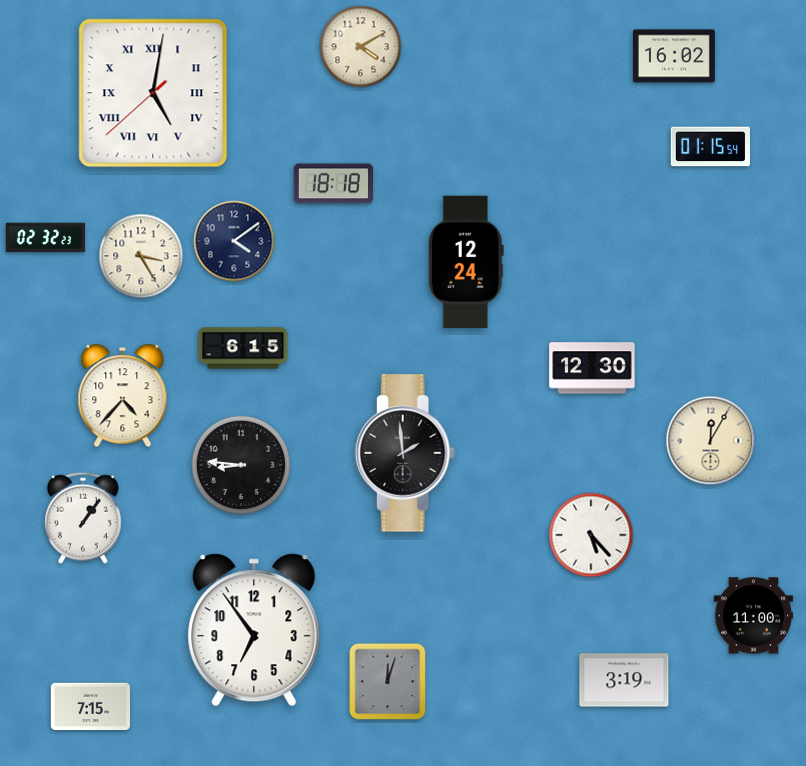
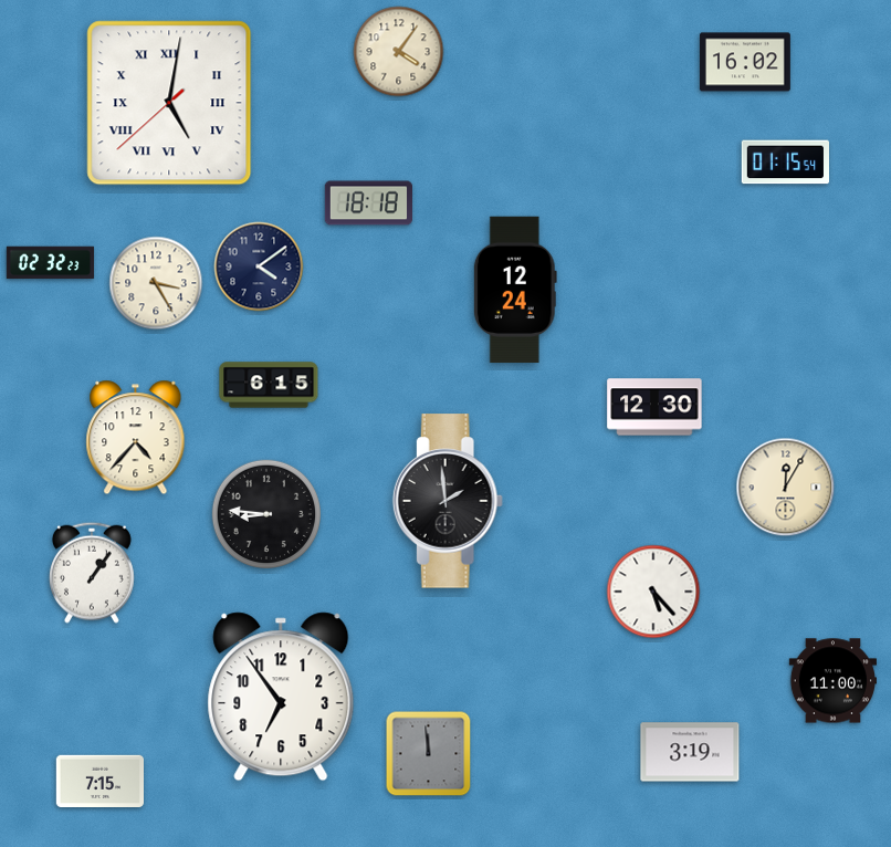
clock at (361, 47): 4:10 -> 4:06
clock at (388, 682): 12:03 -> 11:59
